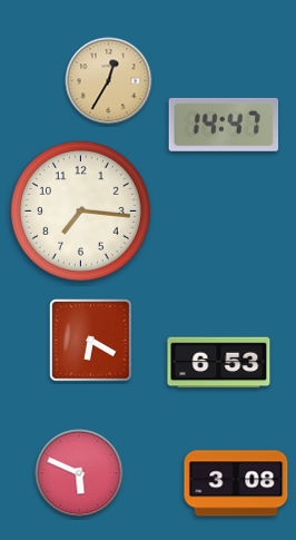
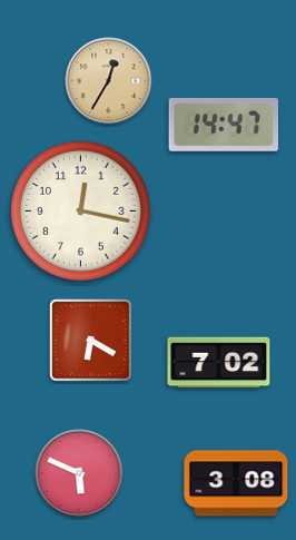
clock at (80, 210): 7:16 -> 12:17
clock at (219, 363): 6:53 -> 7:02
